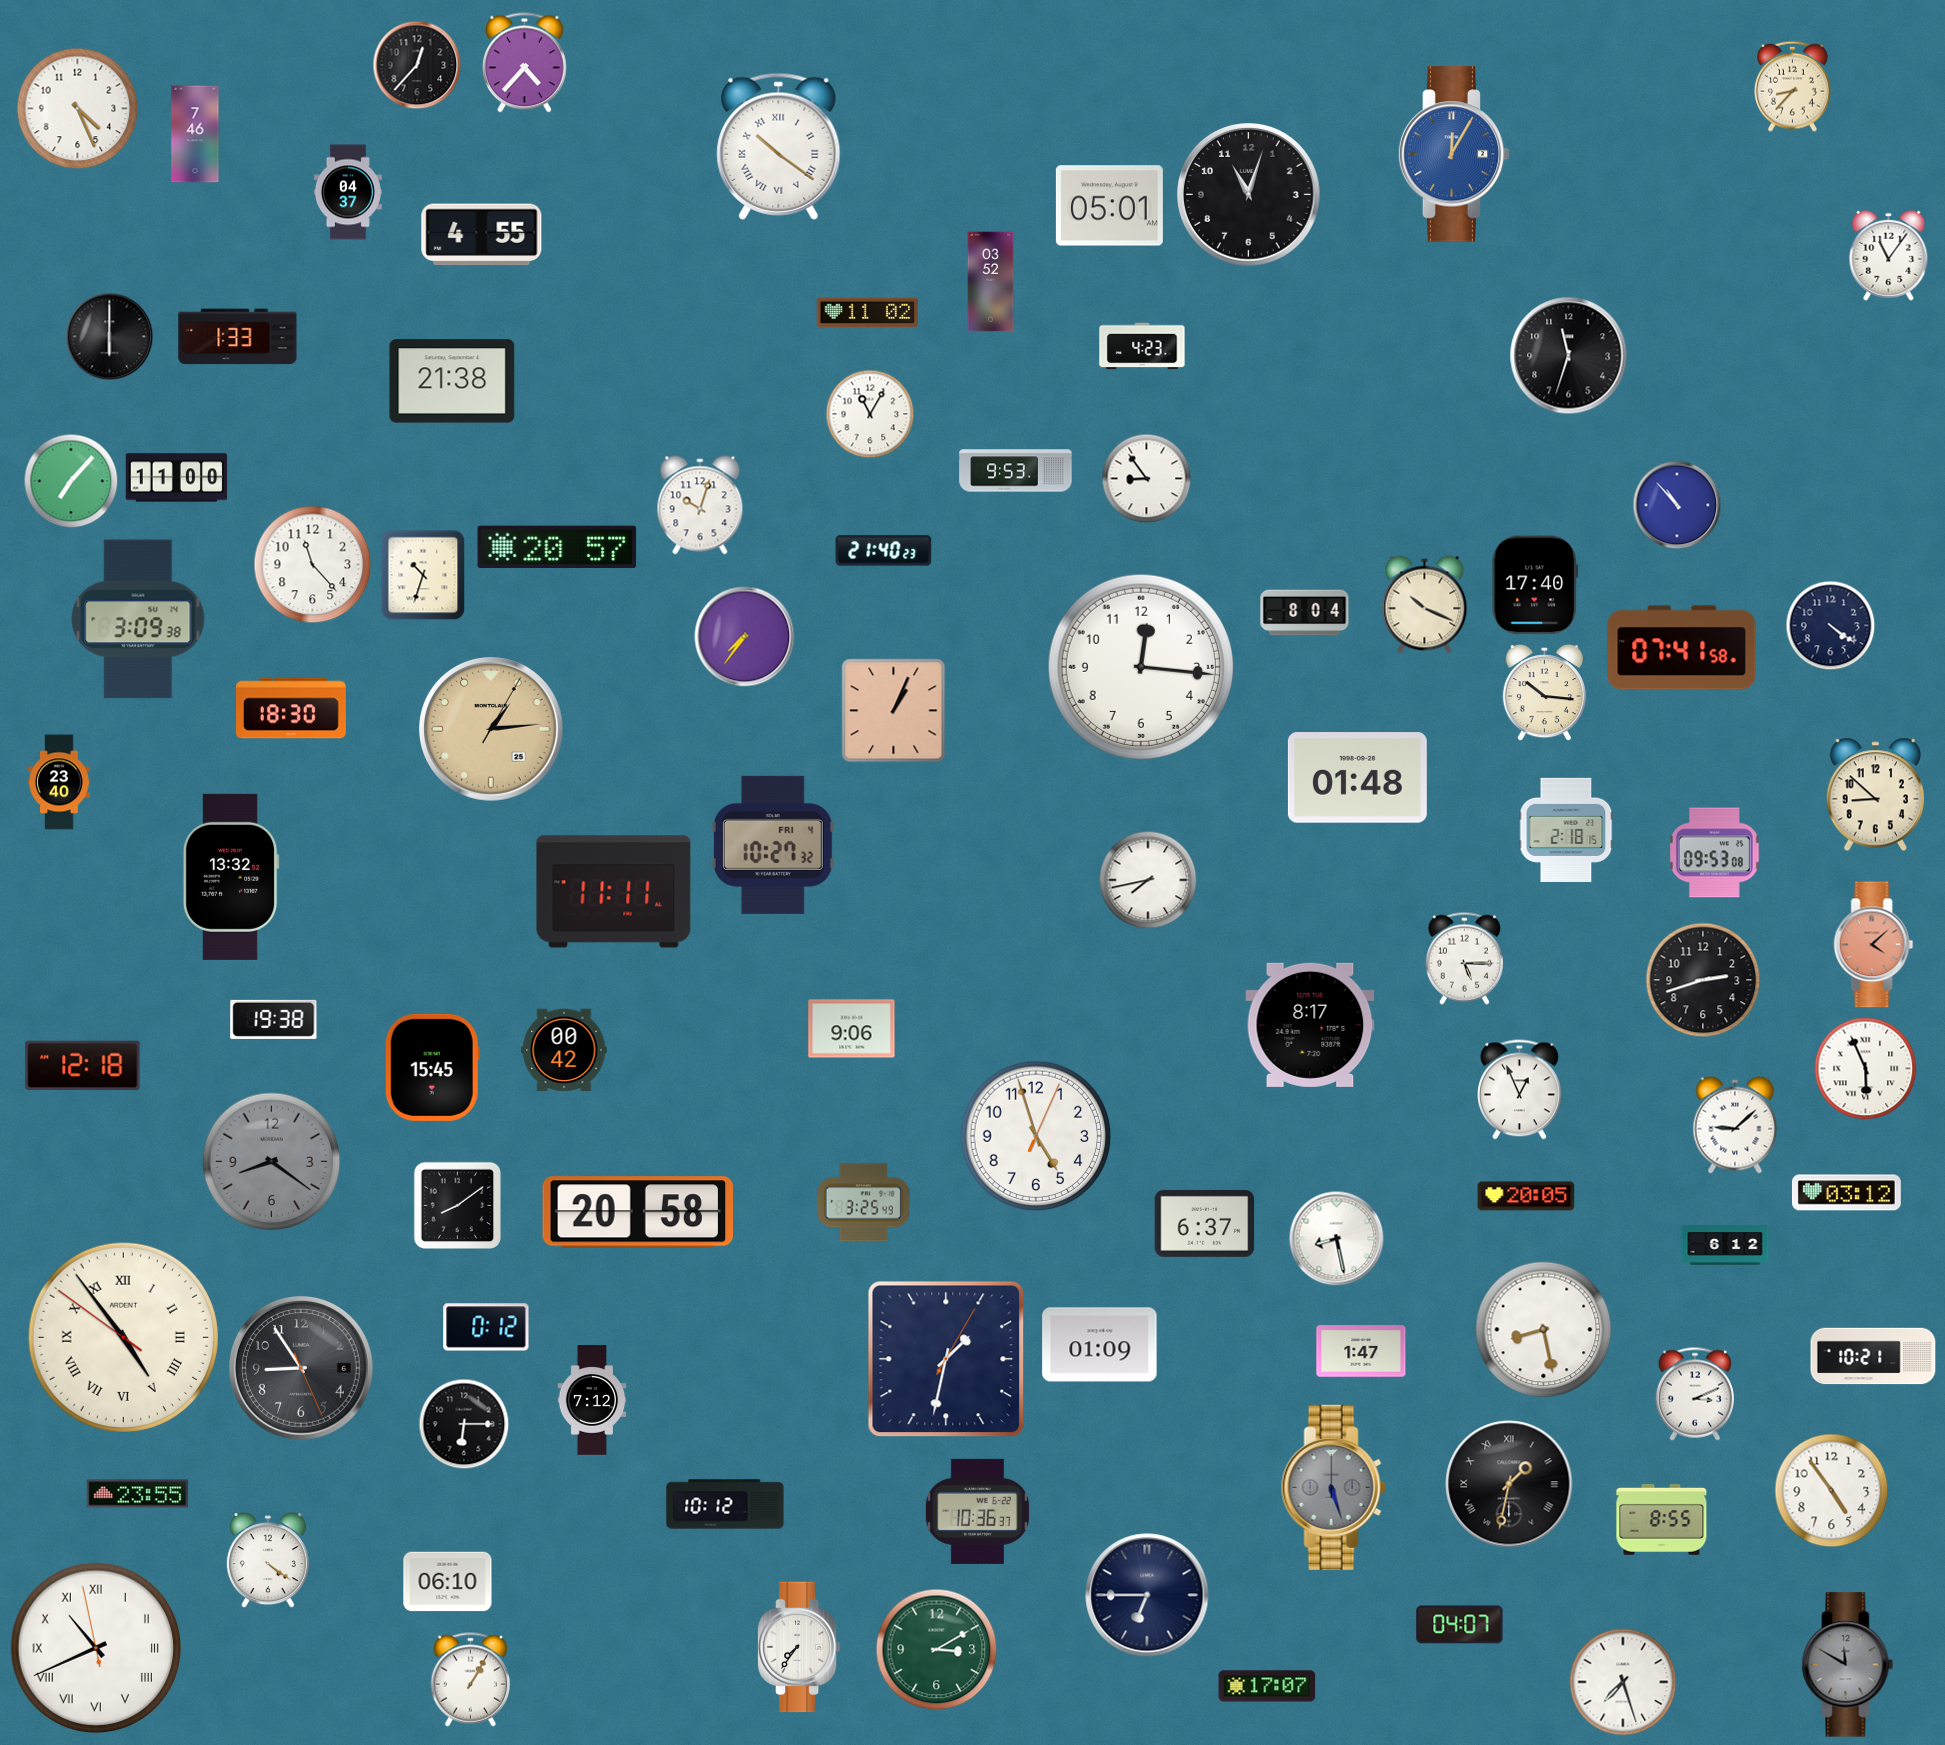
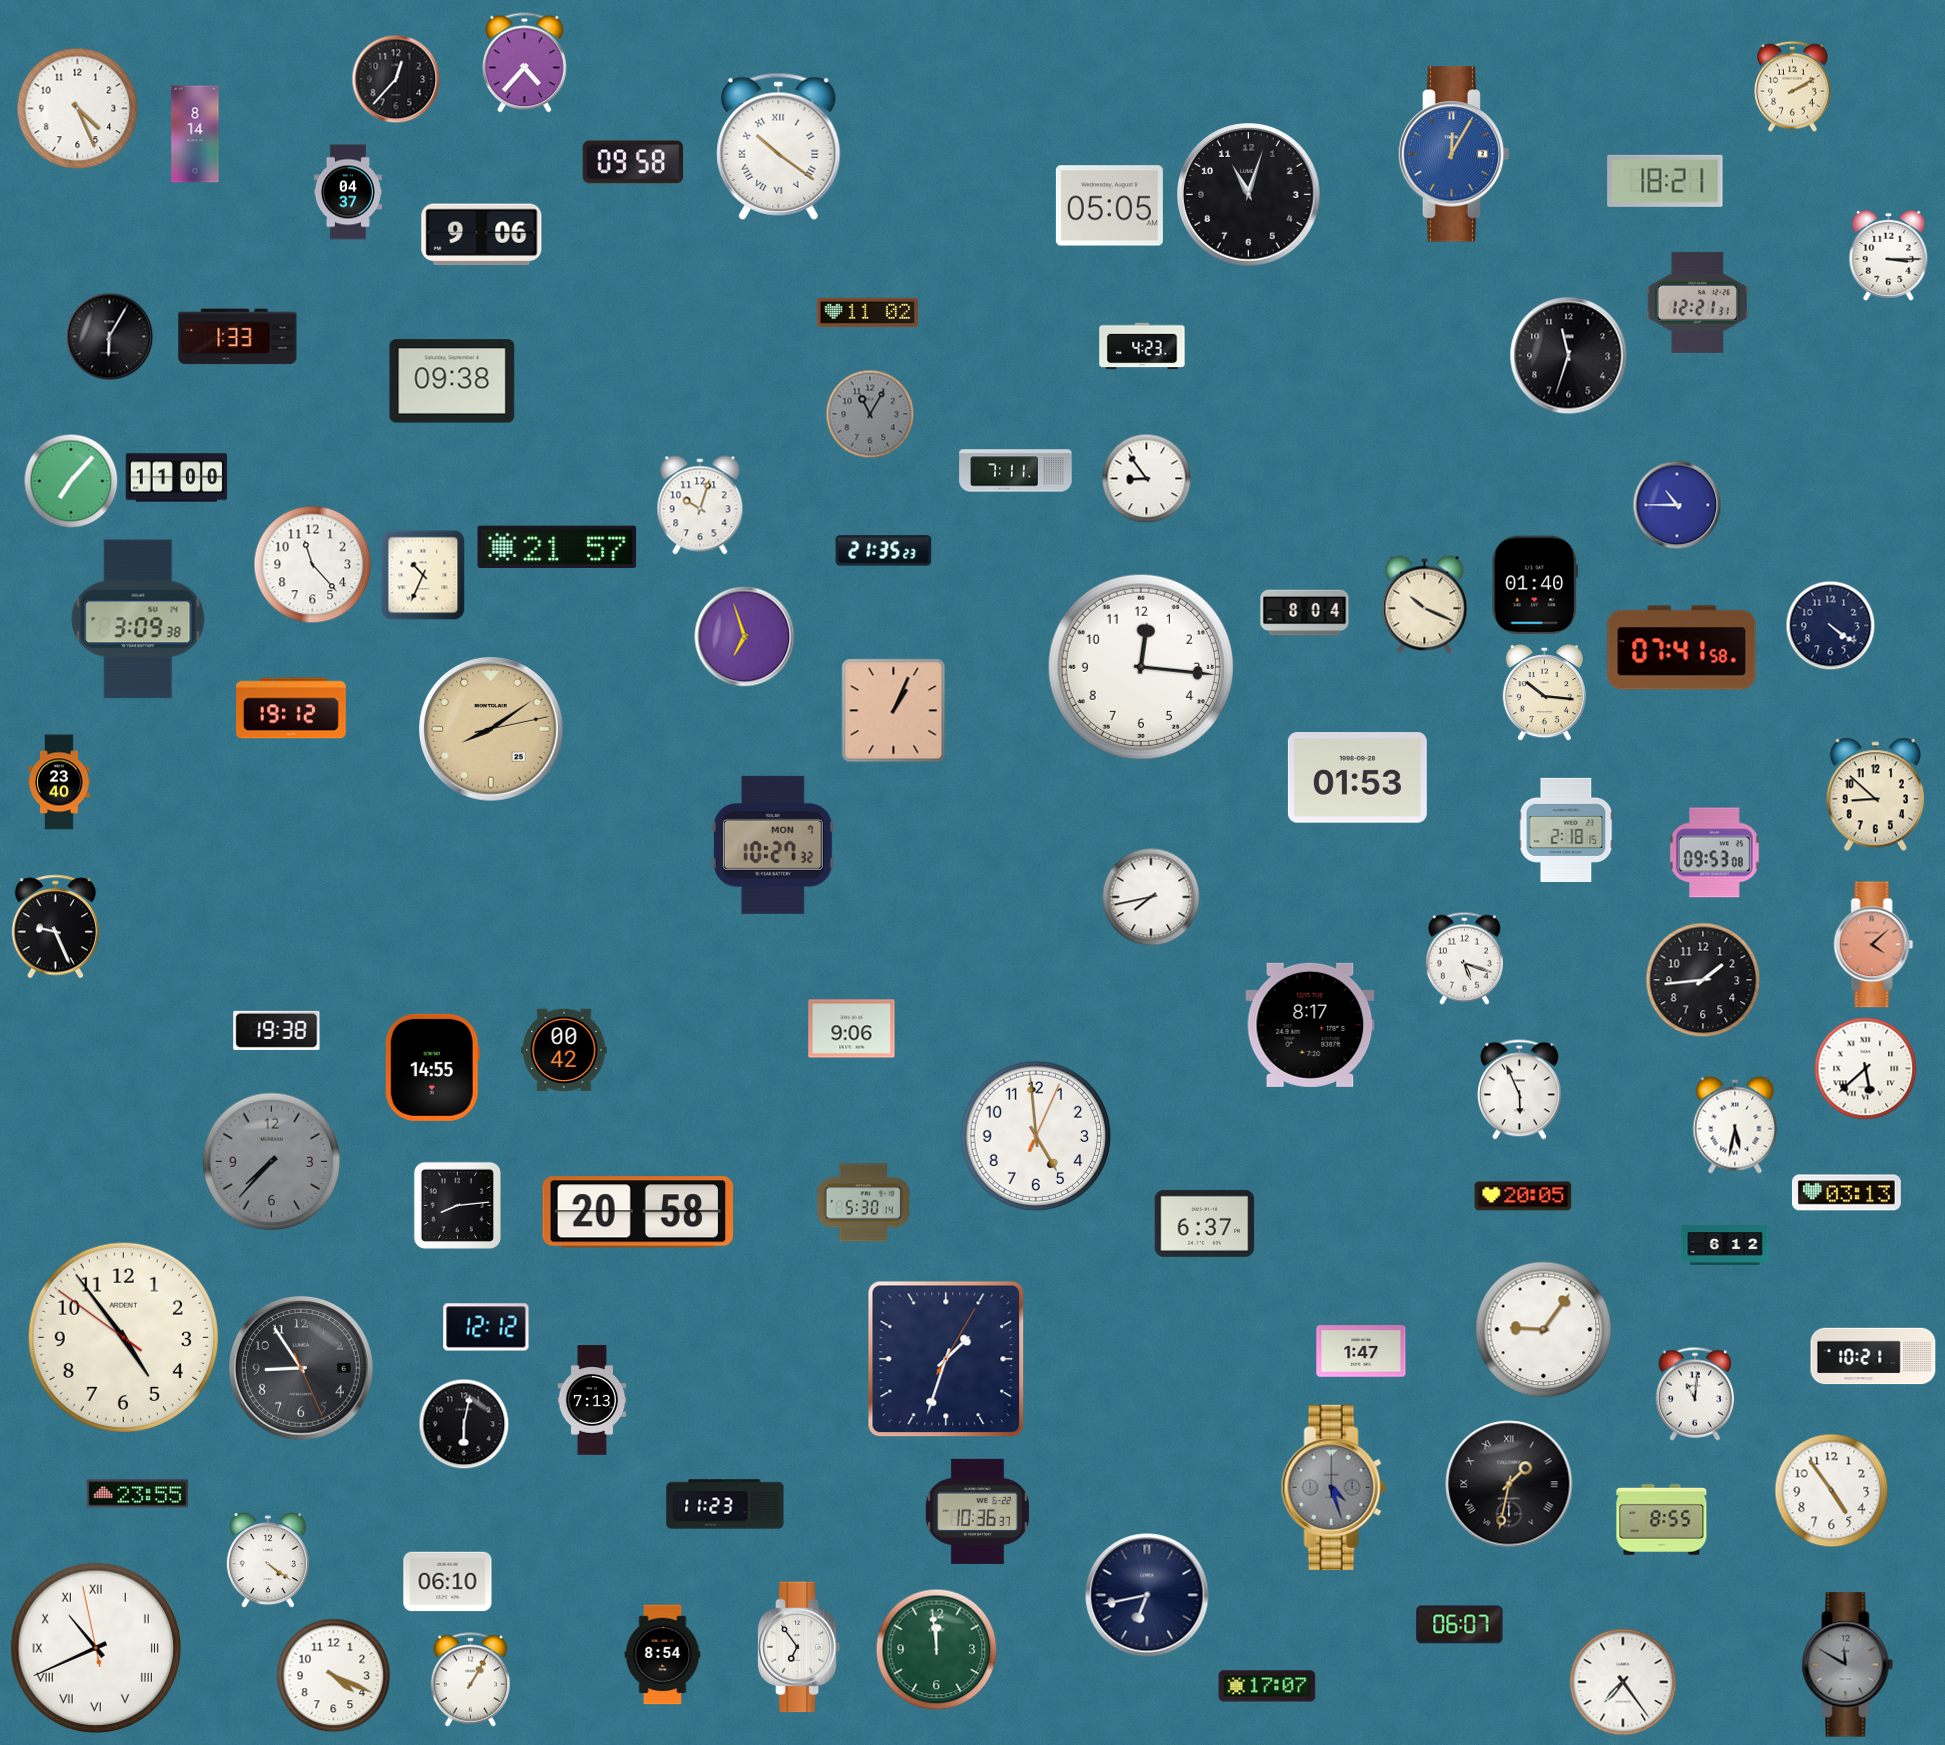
clock at (417, 65) position: (417, 65) -> (396, 79)
clock at (1793, 86): 8:37 -> 2:10
clock at (195, 134): 7:46 -> 8:14
clock at (633, 162): none -> 09:58
clock at (1665, 181): none -> 18:21
clock at (1109, 206): 05:01 -> 05:05
clock at (482, 235): 4:55 -> 9:06
clock at (1889, 255): 11:06 -> 3:15
clock at (991, 282): 03:52 -> none
clock at (1697, 302): none -> 12:21
clock at (110, 337): 6:00 -> 6:05
clock at (452, 381): 21:38 -> 09:38
clock at (870, 414) dial: white -> grey
clock at (1016, 471): 9:53 -> 7:11
clock at (1677, 505): 10:53 -> 10:45
clock at (557, 546): 20:57 -> 21:57
clock at (884, 551): 21:40 -> 21:35
clock at (423, 575): 10:33 -> 10:34
clock at (1535, 585): 17:40 -> 01:40
clock at (745, 637): 7:36 -> 6:57
clock at (291, 708): 18:30 -> 19:12
clock at (491, 729): 1:14 -> 8:09
clock at (1357, 778): 01:48 -> 01:53
clock at (773, 845) date: FRI 4 -> MON 7
clock at (231, 877): 13:32 -> none
clock at (1148, 880) position: (1148, 880) -> (1151, 897)
clock at (614, 892): 11:11 -> none
clock at (56, 927): none -> 9:26
clock at (1464, 958): 5:15 -> 5:18
clock at (1703, 980): 2:42 -> 1:44
clock at (274, 1019) position: (274, 1019) -> (277, 1030)
clock at (83, 1065): 12:18 -> none
clock at (432, 1067): 15:45 -> 14:55
clock at (1866, 1069): 5:56 -> 5:38
clock at (1520, 1090): 12:56 -> 5:56
clock at (1735, 1125): 9:08 -> 5:32
clock at (1036, 1136): 4:57 -> 4:59
clock at (272, 1162): 8:21 -> 7:37
clock at (1846, 1193): 03:12 -> 03:13
clock at (1526, 1196) position: (1526, 1196) -> (1523, 1196)
clock at (863, 1203): 3:25 -> 5:30
clock at (457, 1205): 8:09 -> 8:14
clock at (1337, 1239): 8:28 -> none
clock at (486, 1327): 0:12 -> 12:12
clock at (1544, 1330): 8:28 -> 9:06
clock at (123, 1337) numerals: Roman -> Arabic
clock at (1100, 1345): 01:09 -> none
clock at (946, 1359): 1:32 -> 1:33
clock at (1695, 1394): 3:11 -> 11:01
clock at (592, 1400): 7:12 -> 7:13
clock at (464, 1424): 6:15 -> 6:02
clock at (1333, 1487): 5:27 -> 4:27
clock at (725, 1504): 10:12 -> 11:23
clock at (1147, 1595): 6:45 -> 6:43
clock at (1460, 1625): 04:07 -> 06:07
clock at (799, 1647): 7:36 -> 6:54
clock at (937, 1650): 3:10 -> 11:59
clock at (663, 1655): none -> 8:54
clock at (334, 1676): none -> 4:19
clock at (1623, 1682): 7:27 -> 7:24
